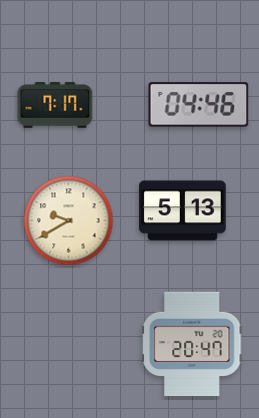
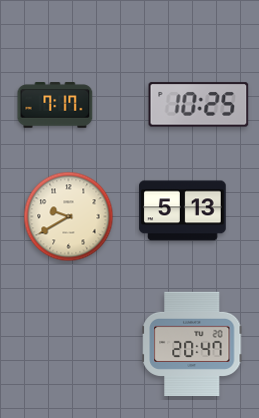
clock at (199, 105): 04:46 -> 10:25
clock at (69, 221) position: (69, 221) -> (69, 217)
